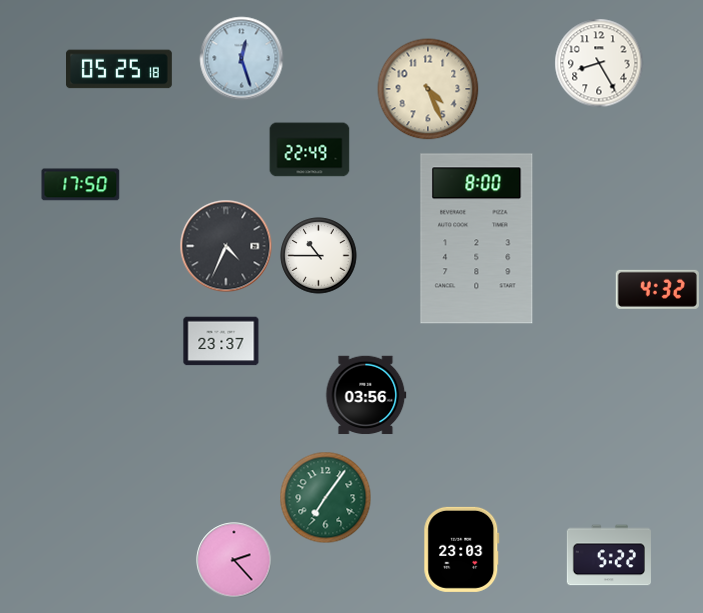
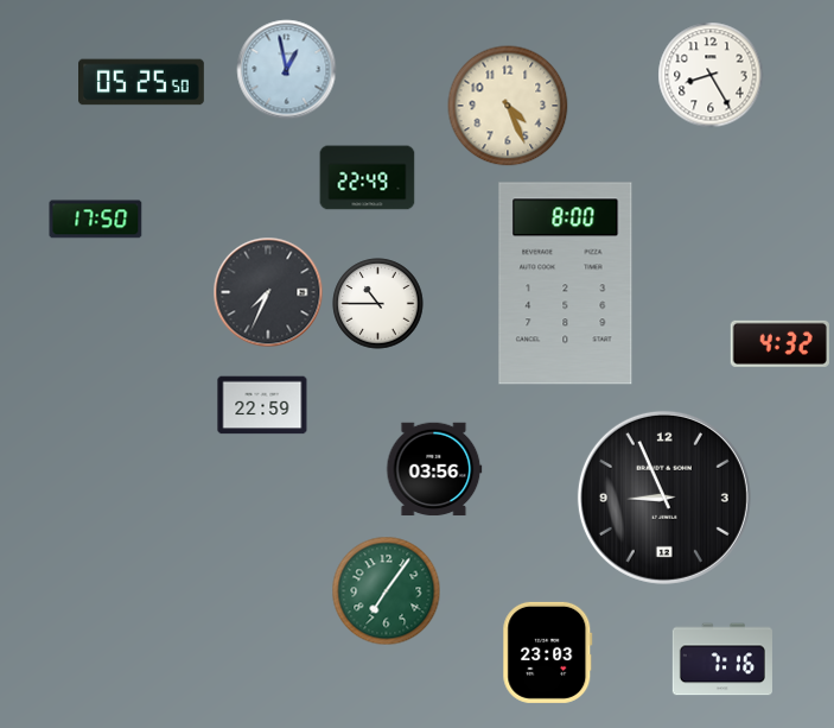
clock at (242, 59): 12:27 -> 12:58
clock at (120, 69): 05:25:18 -> 05:25:50
clock at (226, 246): 4:34 -> 7:34
clock at (221, 341): 23:37 -> 22:59
clock at (664, 498): none -> 8:56
clock at (609, 555): 5:22 -> 7:16
clock at (234, 560): 2:23 -> none
